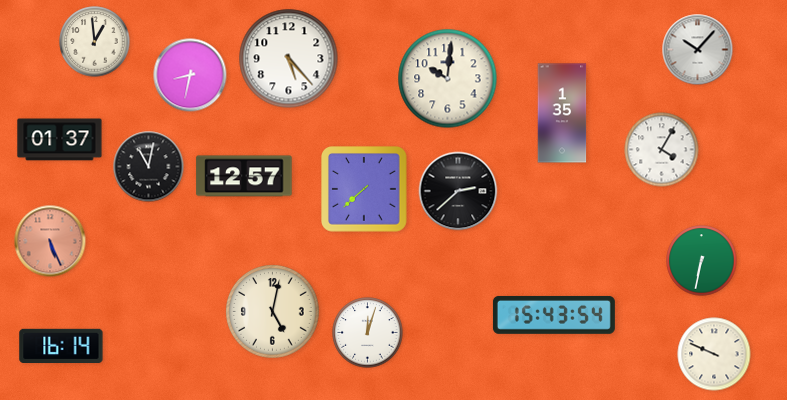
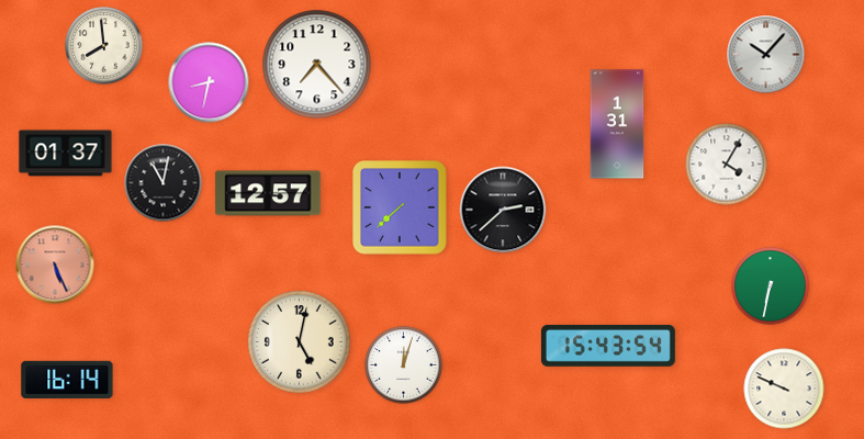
clock at (95, 42): 12:59 -> 7:59
clock at (289, 59): 5:23 -> 7:23
clock at (448, 79): 10:01 -> none
clock at (562, 113): 1:35 -> 1:31
